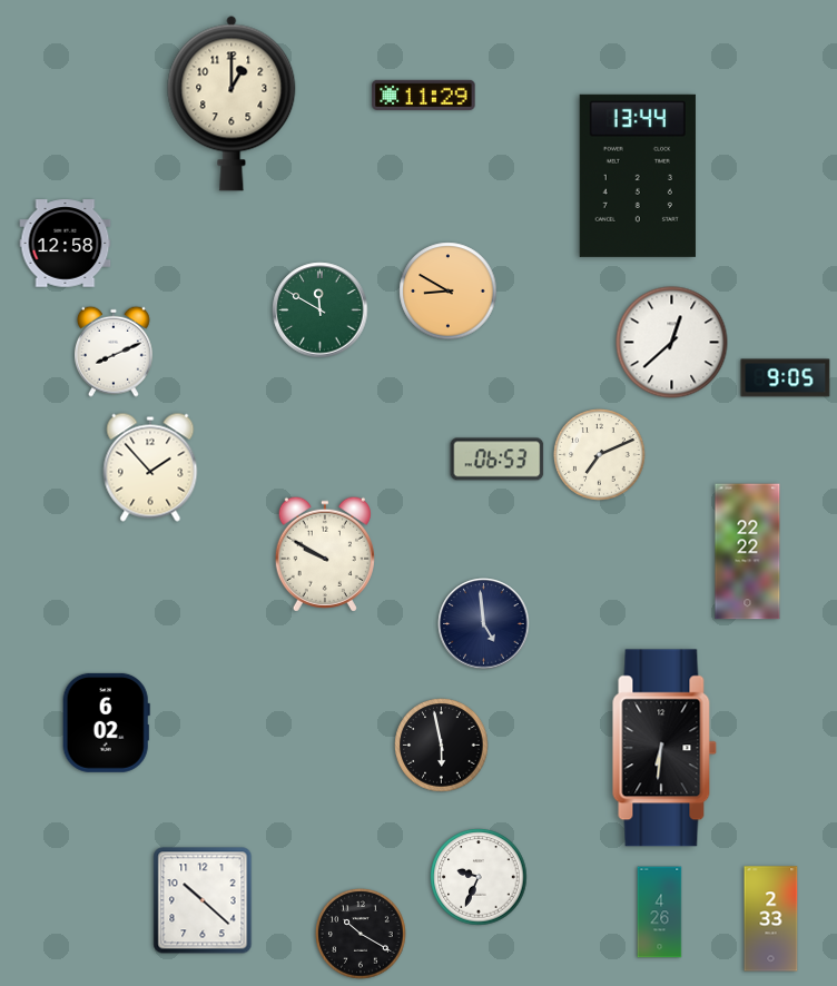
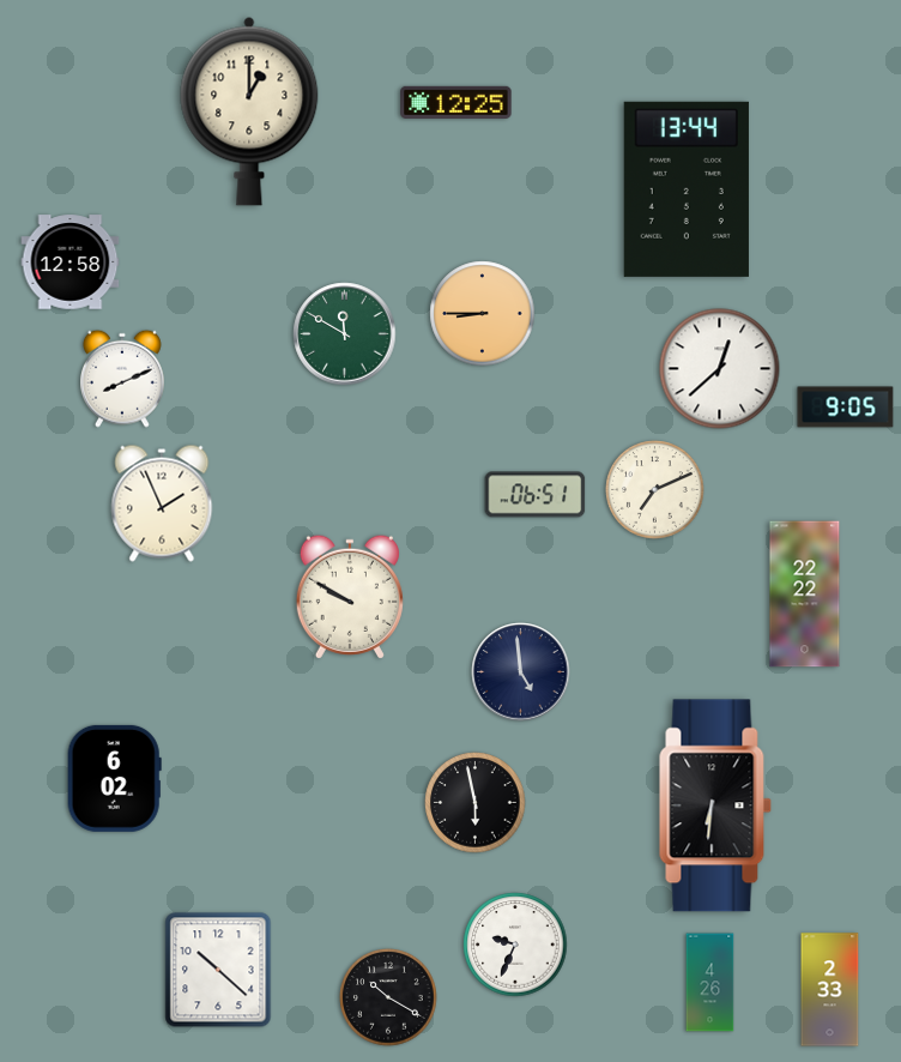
clock at (424, 95): 11:29 -> 12:25
clock at (449, 292): 8:50 -> 8:45
clock at (672, 343) position: (672, 343) -> (720, 369)
clock at (600, 455) position: (600, 455) -> (655, 490)
clock at (498, 460): 06:53 -> 06:51
clock at (150, 467): 1:53 -> 1:56
clock at (361, 934) position: (361, 934) -> (388, 997)
